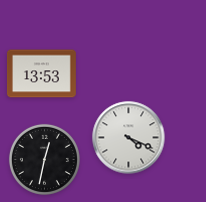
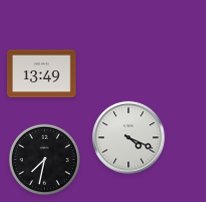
clock at (42, 74): 13:53 -> 13:49
clock at (44, 159): 12:32 -> 7:32
